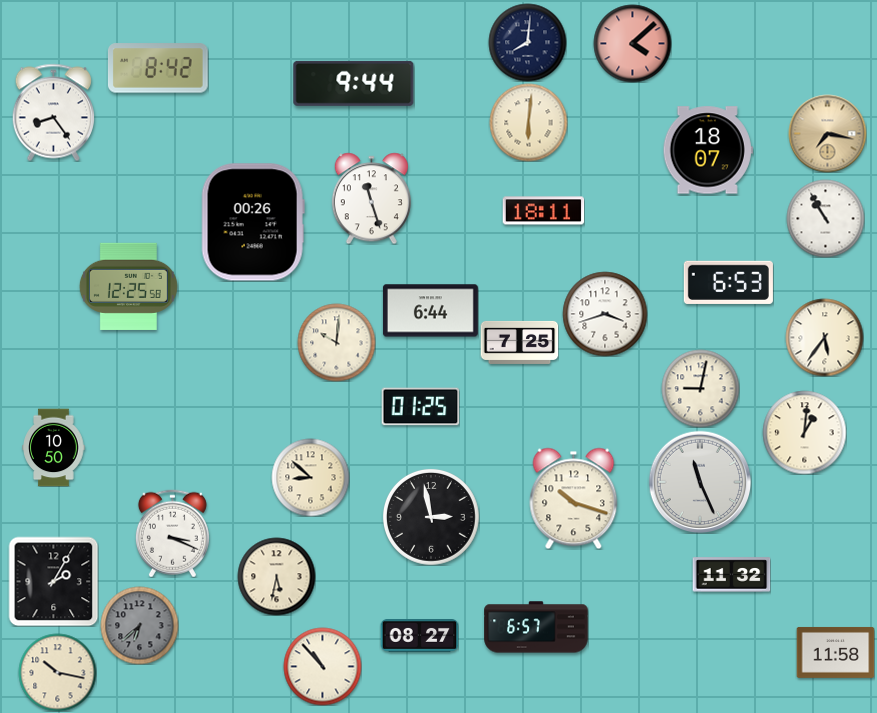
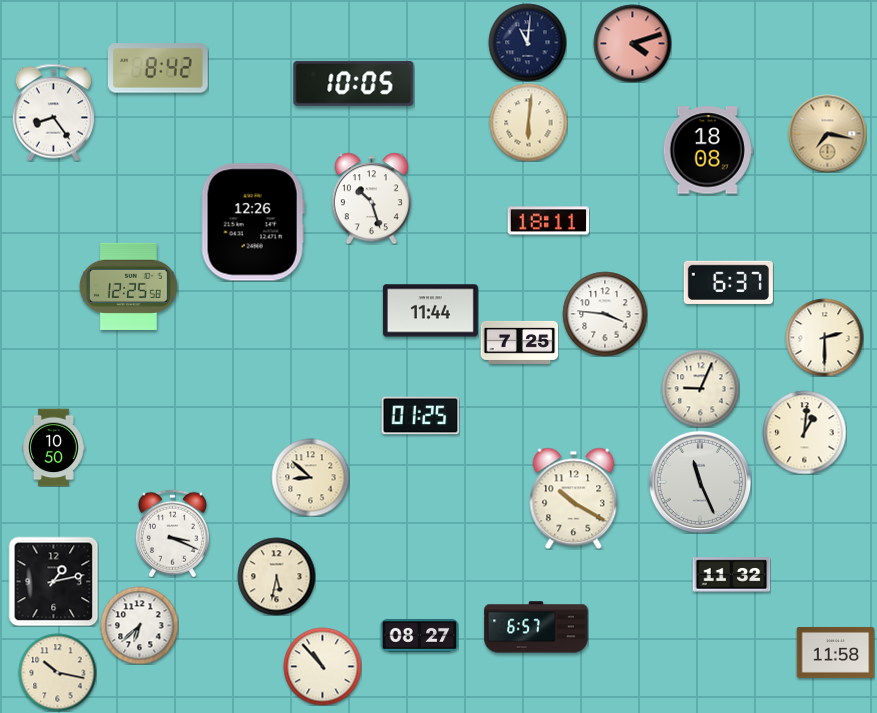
clock at (527, 42): 8:01 -> 11:01
clock at (632, 43): 4:08 -> 4:12
clock at (354, 83): 9:44 -> 10:05
clock at (708, 150): 18:07 -> 18:08
clock at (371, 198): 11:27 -> 10:27
clock at (543, 211) position: (543, 211) -> (548, 221)
clock at (825, 218): 10:55 -> none
clock at (253, 222): 00:26 -> 12:26
clock at (728, 282): 6:53 -> 6:37
clock at (430, 311): 6:44 -> 11:44
clock at (605, 314): 3:42 -> 3:46
clock at (824, 337): 5:36 -> 2:30
clock at (336, 342): 10:01 -> none
clock at (700, 388): 9:02 -> 9:04
clock at (420, 407) position: (420, 407) -> (420, 416)
clock at (574, 498): 10:18 -> 10:20
clock at (431, 517): 2:58 -> none
clock at (53, 581): 2:05 -> 1:13
clock at (139, 625) dial: grey -> white
